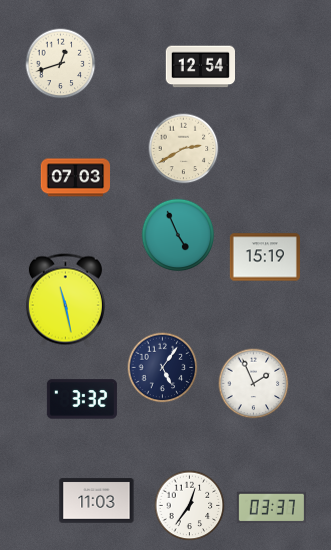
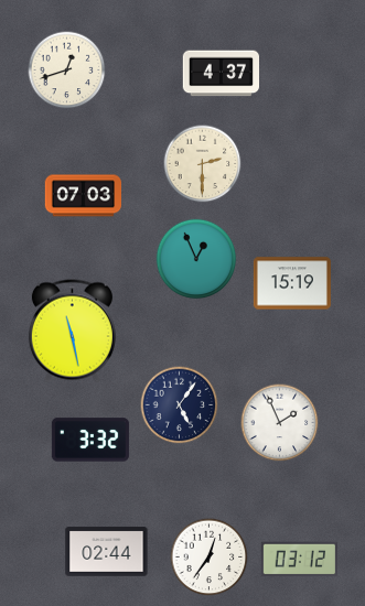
clock at (200, 67): 12:54 -> 4:37
clock at (184, 149): 2:40 -> 2:30
clock at (178, 235): 4:56 -> 12:56
clock at (97, 501): 11:03 -> 02:44
clock at (271, 508): 03:37 -> 03:12
